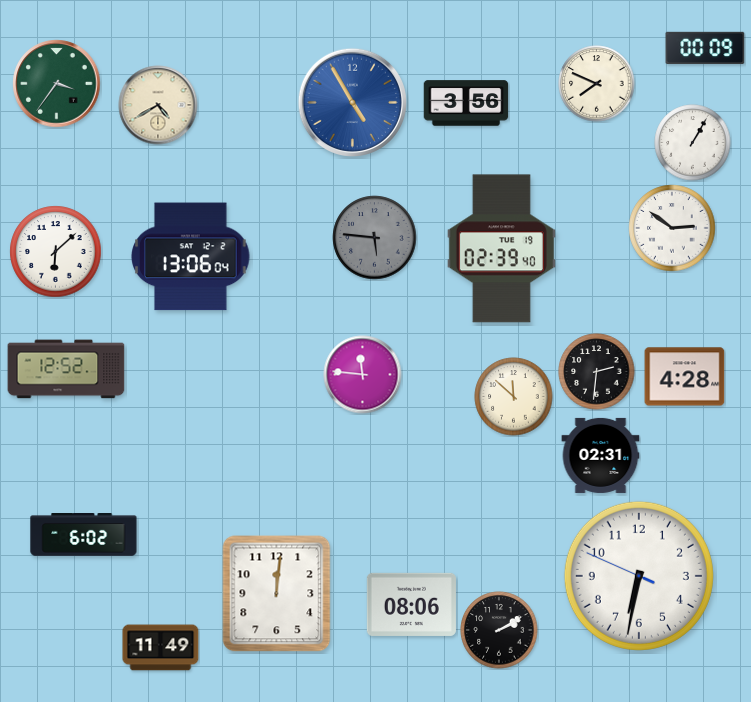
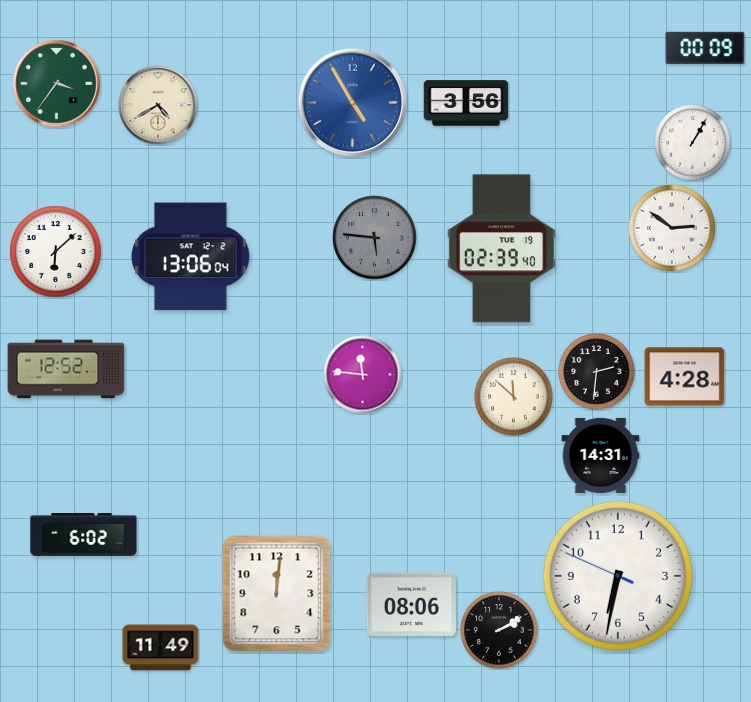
clock at (597, 84): 7:49 -> none
clock at (601, 455): 02:31 -> 14:31
clock at (639, 576) position: (639, 576) -> (618, 576)
